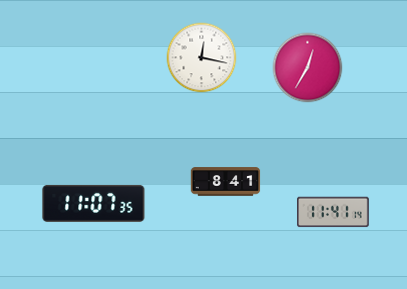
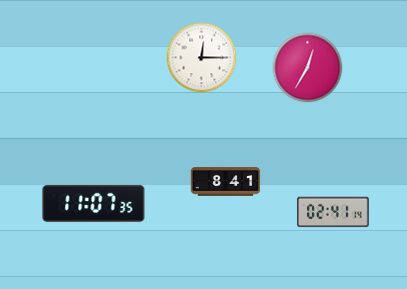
clock at (202, 58): 12:17 -> 12:15
clock at (334, 212): 11:41 -> 02:41
